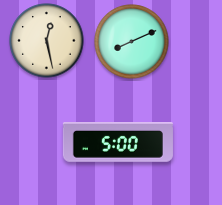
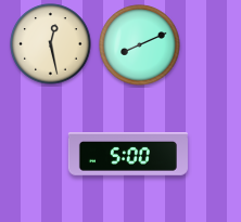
clock at (132, 42) position: (132, 42) -> (140, 45)
